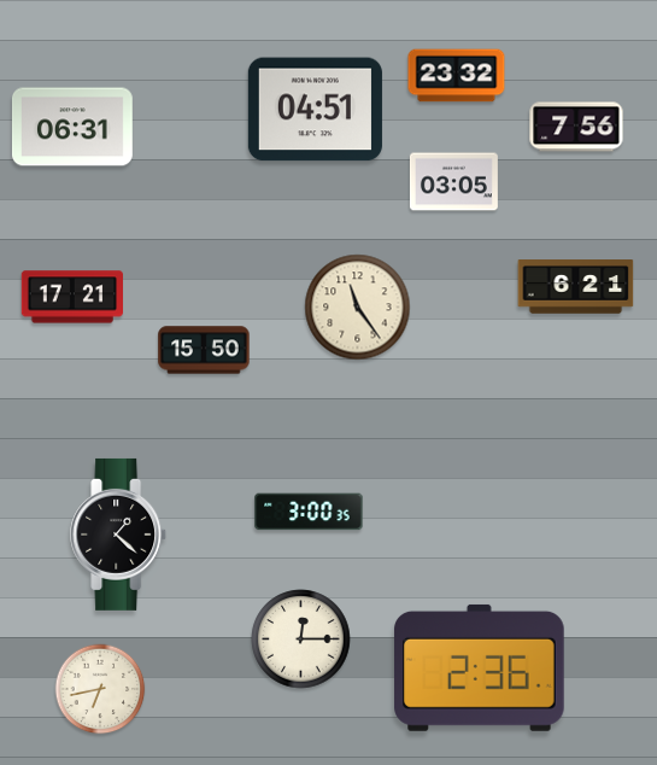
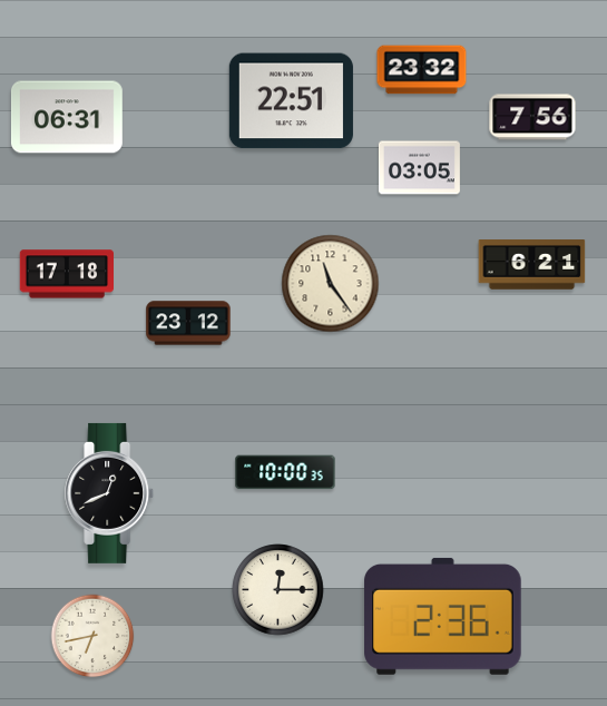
clock at (315, 110): 04:51 -> 22:51
clock at (71, 297): 17:21 -> 17:18
clock at (204, 350): 15:50 -> 23:12
clock at (309, 512): 3:00 -> 10:00
clock at (119, 535): 1:22 -> 12:41
